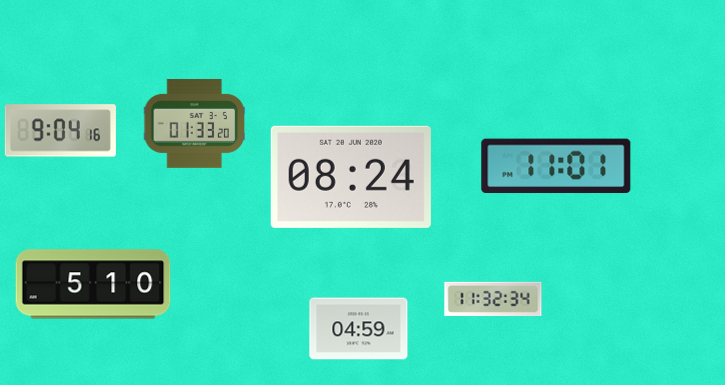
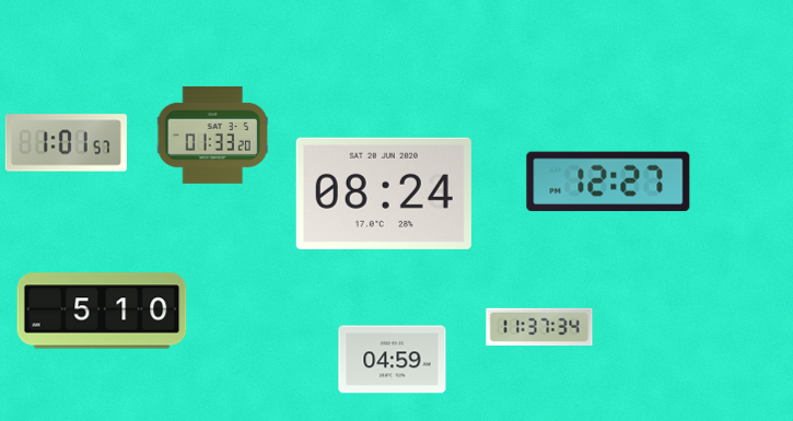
clock at (60, 131): 9:04 -> 1:01
clock at (556, 166): 11:01 -> 12:27
clock at (493, 298): 11:32 -> 11:37
